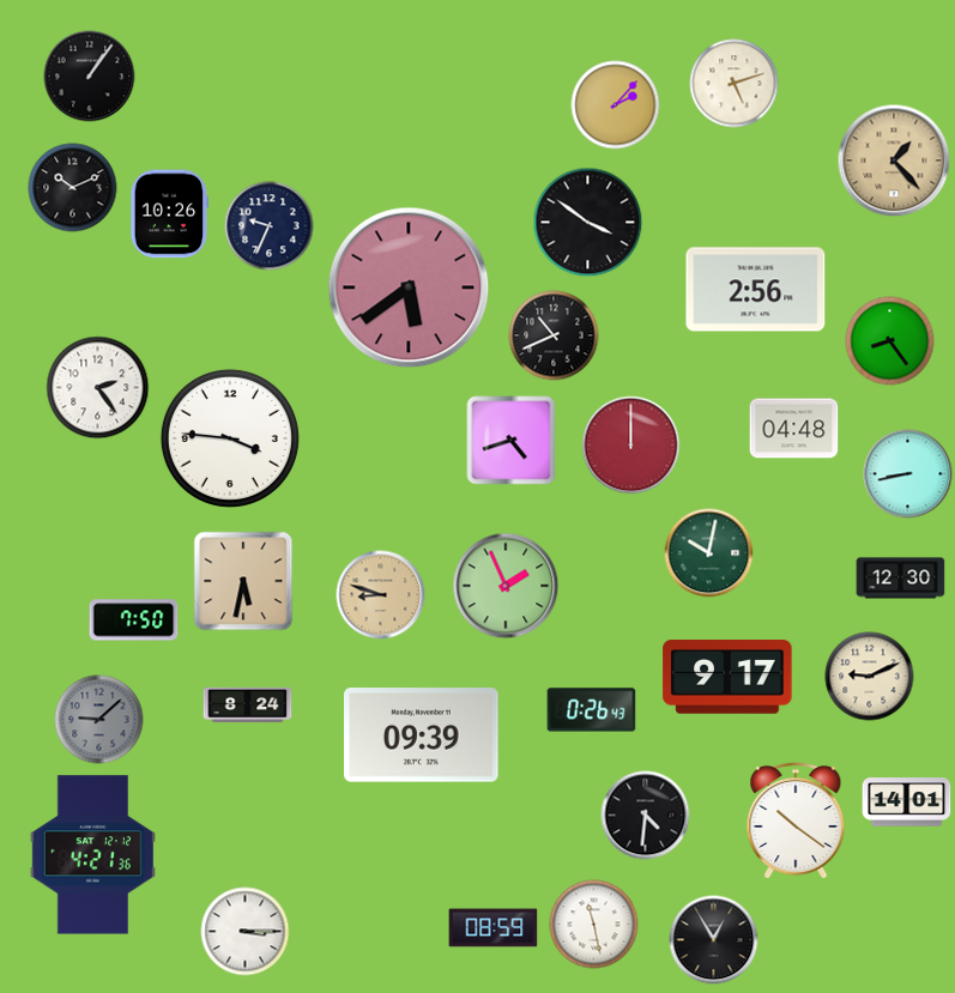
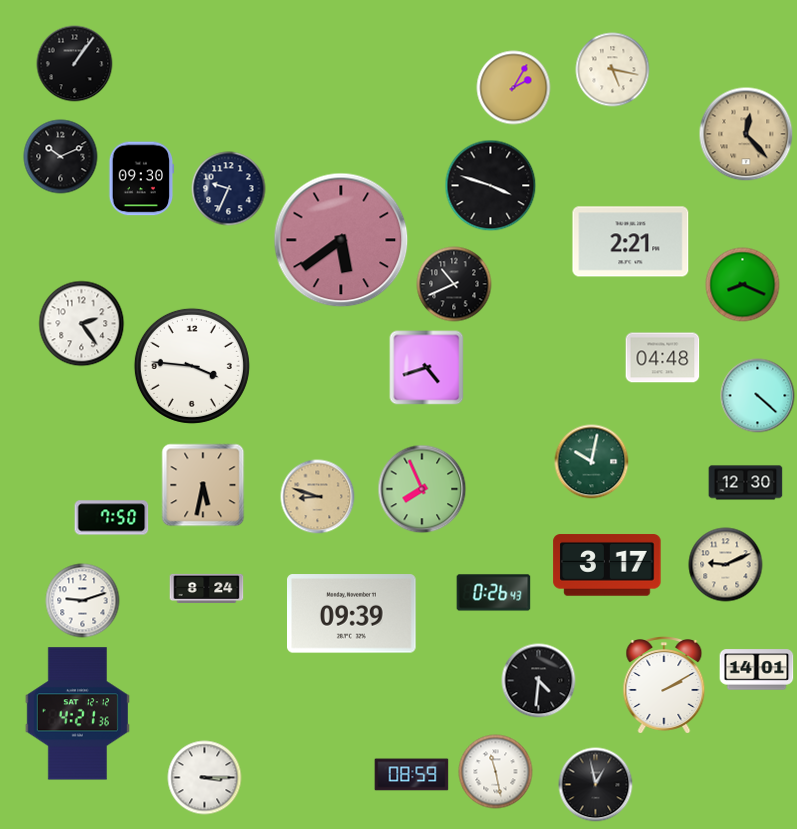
clock at (735, 84): 5:12 -> 5:17
clock at (616, 105): 2:07 -> 2:05
clock at (894, 161): 1:23 -> 12:23
clock at (170, 214): 10:26 -> 09:30
clock at (588, 223): 3:51 -> 3:48
clock at (270, 226) position: (270, 226) -> (229, 189)
clock at (756, 290): 2:56 -> 2:21
clock at (554, 335) position: (554, 335) -> (454, 284)
clock at (890, 341): 8:24 -> 8:19
clock at (631, 446): 12:00 -> none
clock at (908, 474): 8:43 -> 4:22
clock at (901, 579) position: (901, 579) -> (746, 483)
clock at (506, 586): 1:56 -> 7:56
clock at (727, 677): 9:17 -> 3:17
clock at (99, 720): 9:08 -> 9:12
clock at (99, 720) dial: grey -> white
clock at (796, 822): 10:21 -> 2:10
clock at (714, 940): 12:55 -> 12:58
